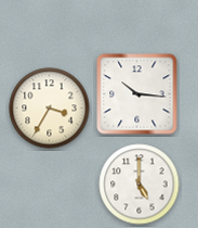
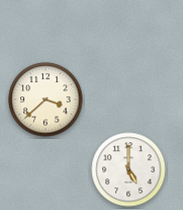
clock at (137, 94): 10:16 -> none
clock at (50, 109): 3:35 -> 3:38
